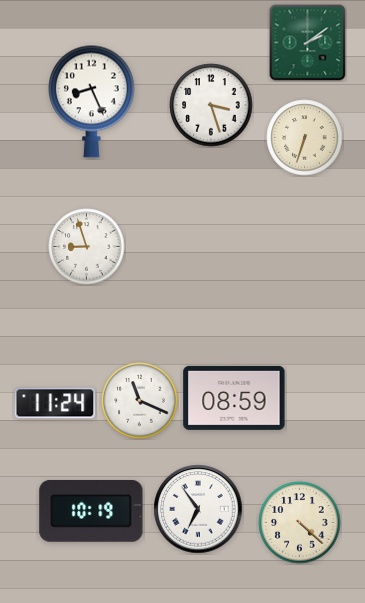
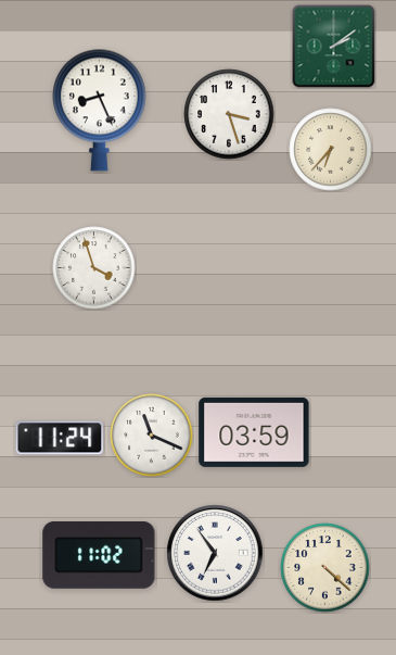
clock at (305, 138): 6:33 -> 6:37
clock at (87, 247): 8:57 -> 3:57
clock at (234, 398): 08:59 -> 03:59
clock at (91, 511): 10:19 -> 11:02
